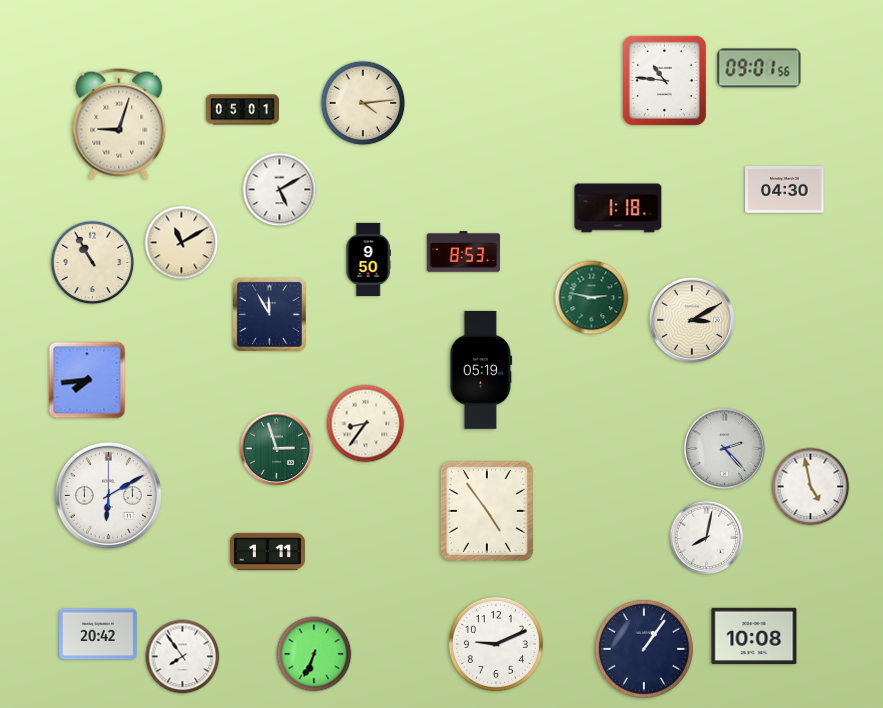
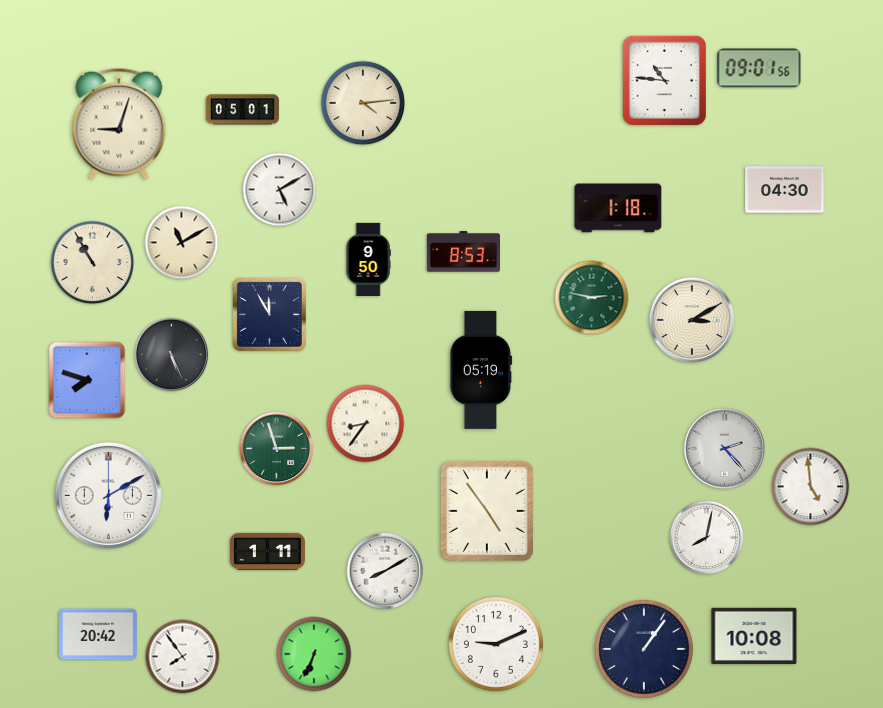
clock at (172, 355): none -> 5:26
clock at (87, 380): 7:44 -> 7:48
clock at (811, 487): 4:58 -> 4:59
clock at (385, 571): none -> 8:10
